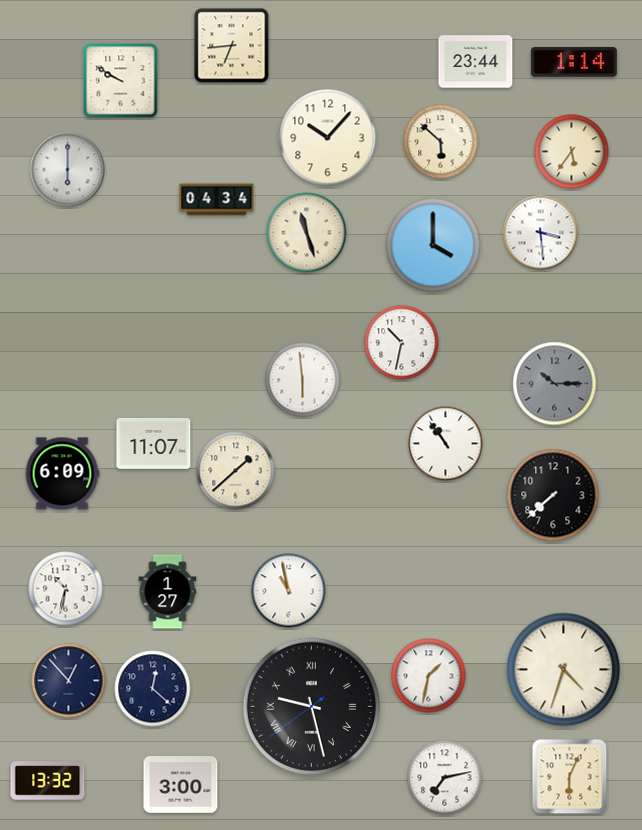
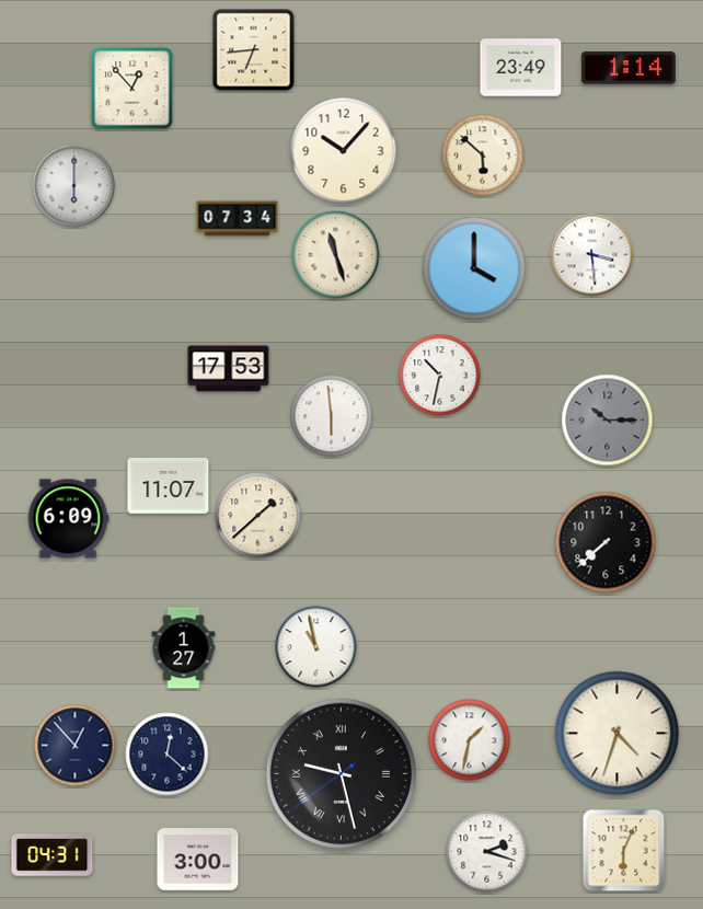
clock at (476, 62): 23:44 -> 23:49
clock at (121, 81): 9:50 -> 12:53
clock at (328, 138) position: (328, 138) -> (344, 151)
clock at (572, 152): 5:36 -> none
clock at (217, 200): 04:34 -> 07:34
clock at (229, 369): none -> 17:53
clock at (446, 444): 10:54 -> none
clock at (66, 589): 10:32 -> none
clock at (445, 778): 7:13 -> 2:18
clock at (48, 781): 13:32 -> 04:31
